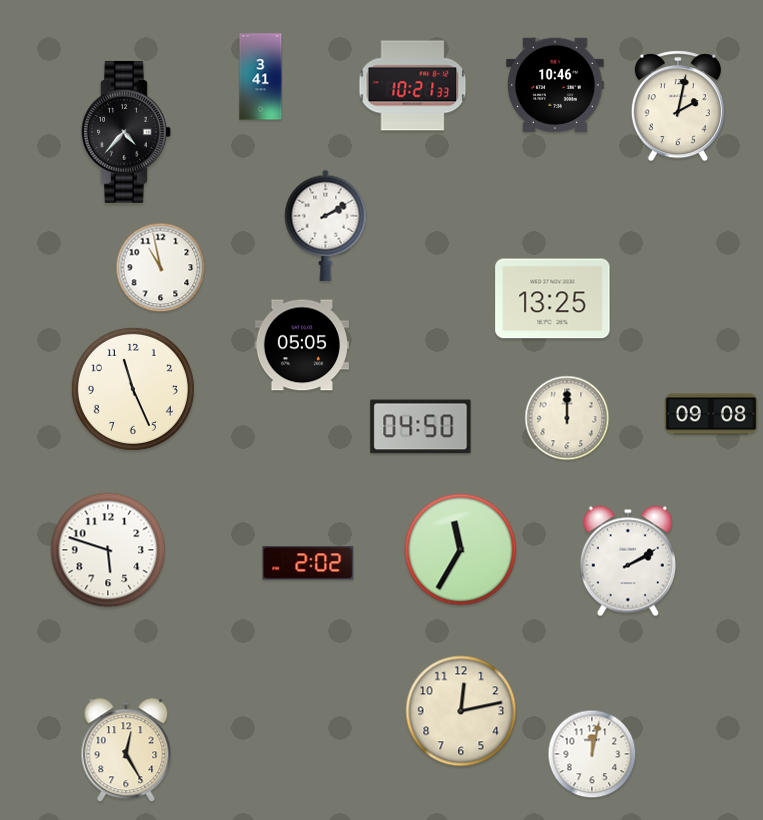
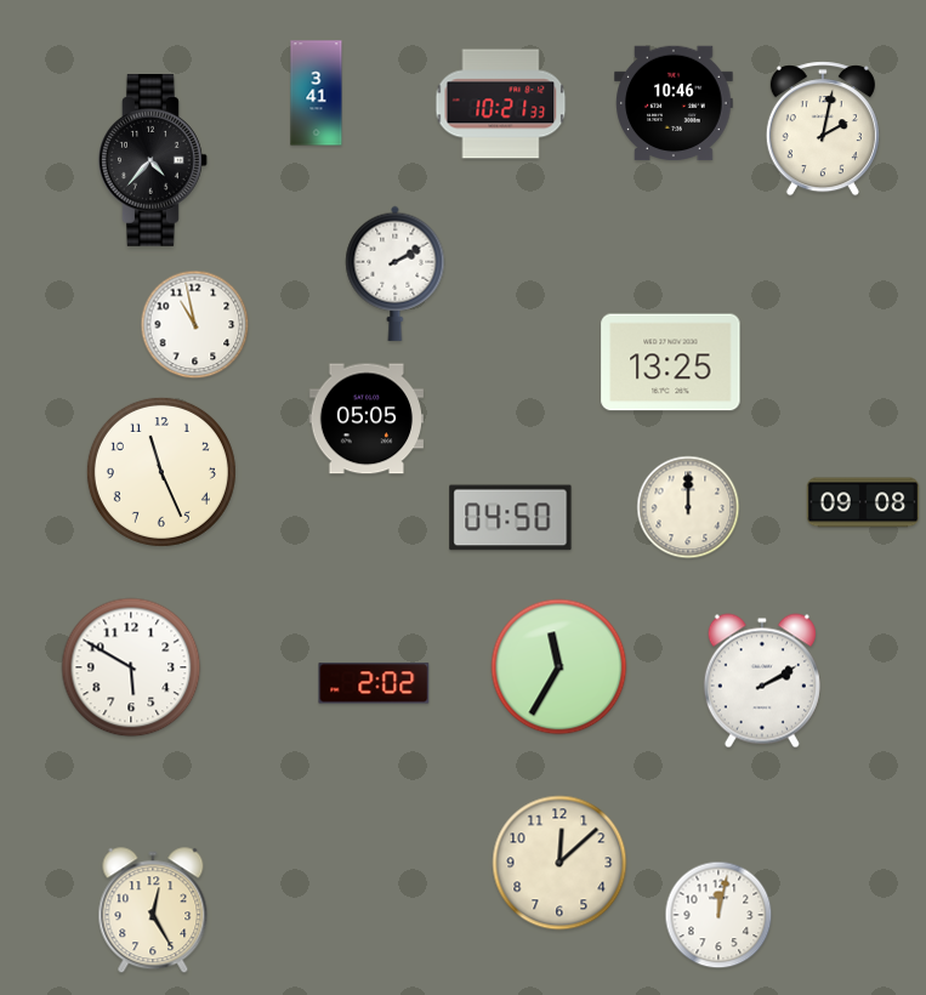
clock at (108, 550): 5:48 -> 5:50
clock at (461, 711): 12:13 -> 12:08
